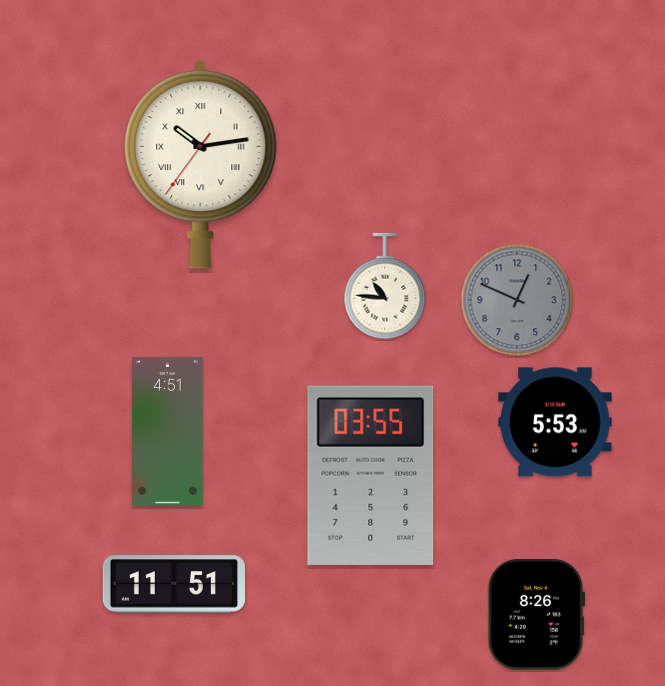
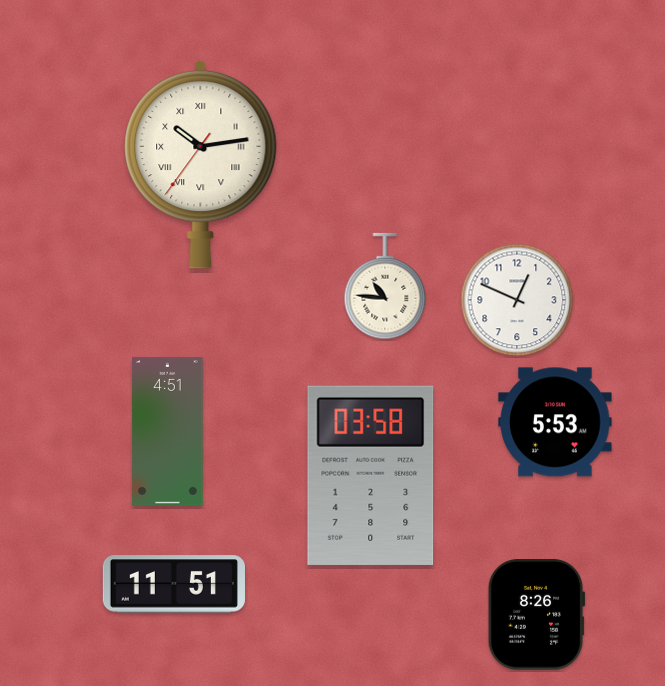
clock at (517, 300) dial: grey -> white
clock at (371, 475): 03:55 -> 03:58
